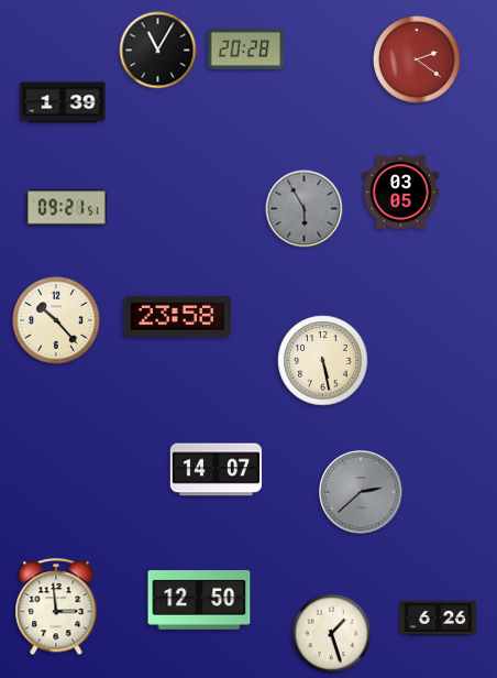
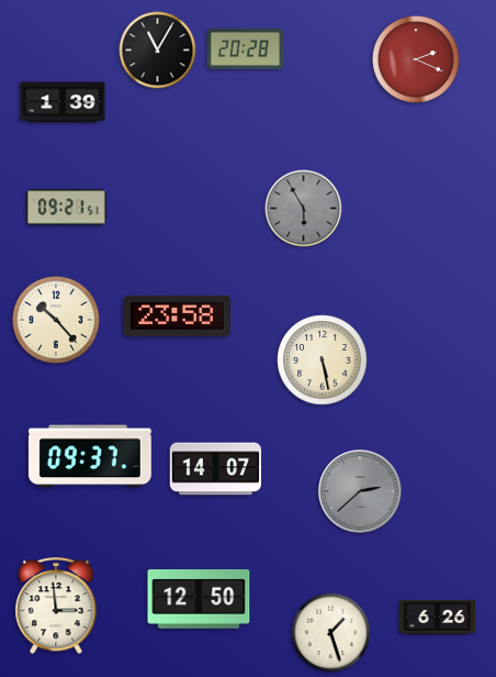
clock at (417, 59): 2:21 -> 2:19
clock at (401, 193): 03:05 -> none
clock at (90, 456): none -> 09:37
